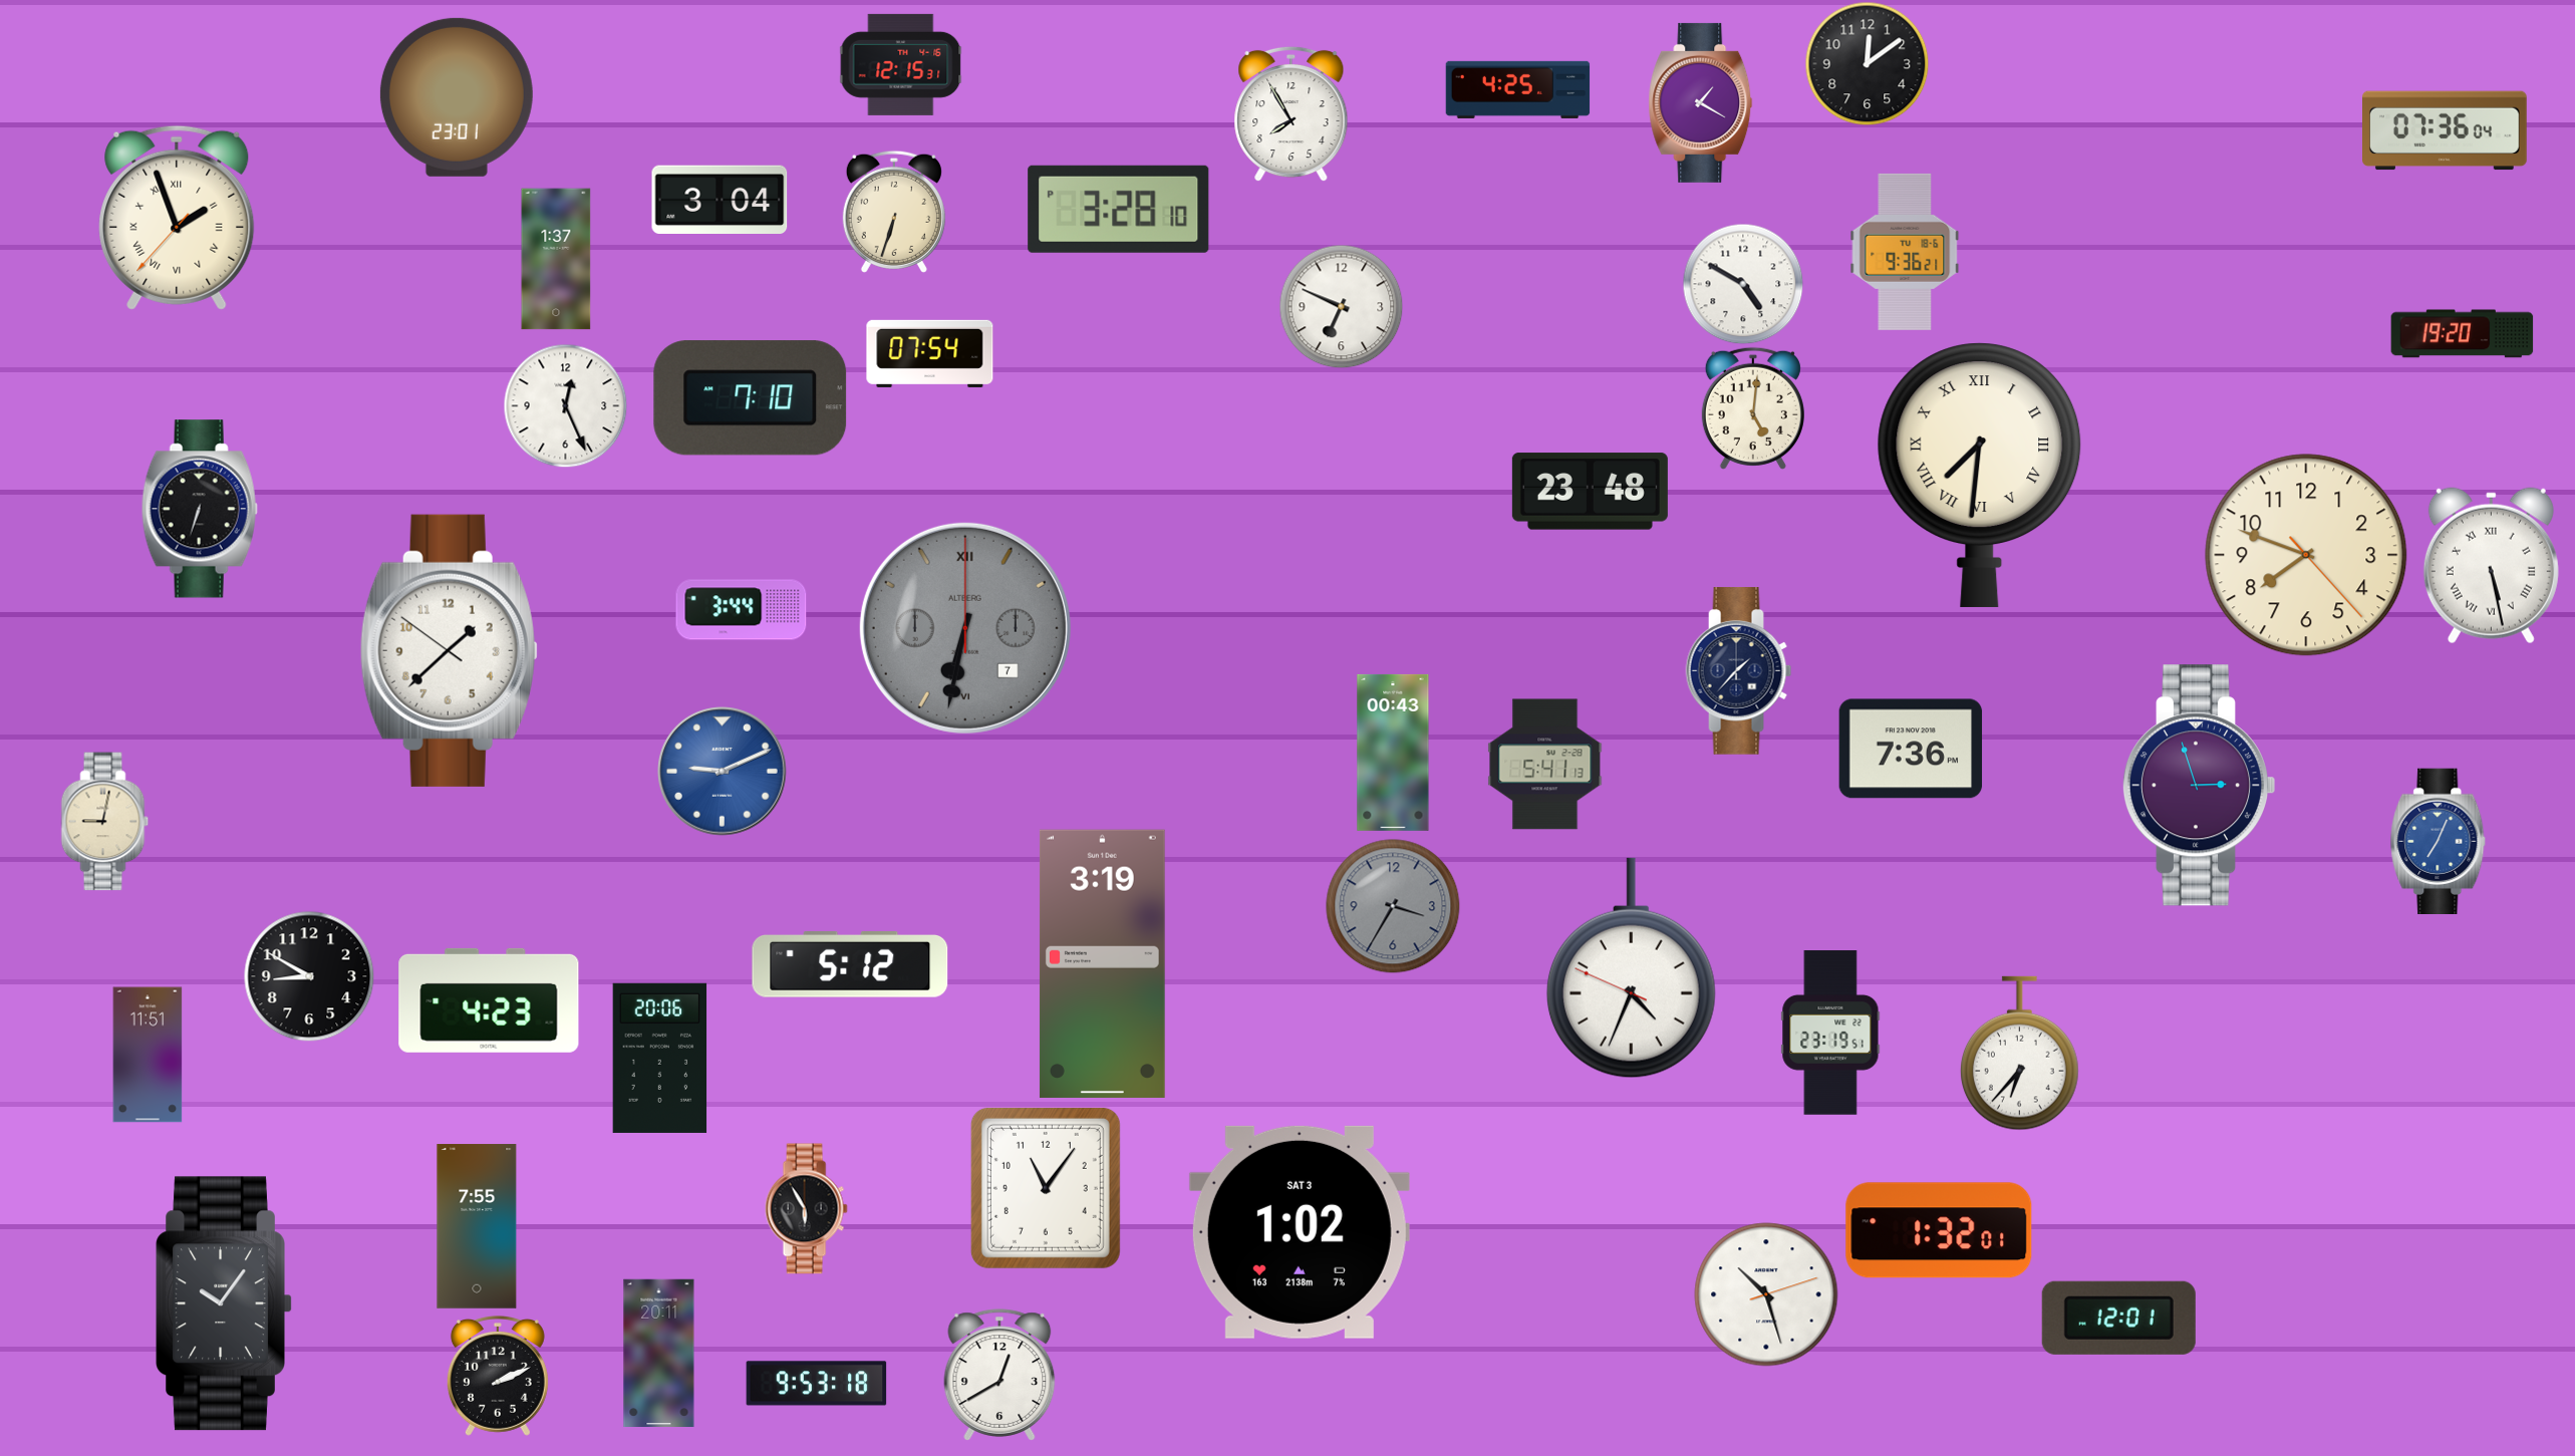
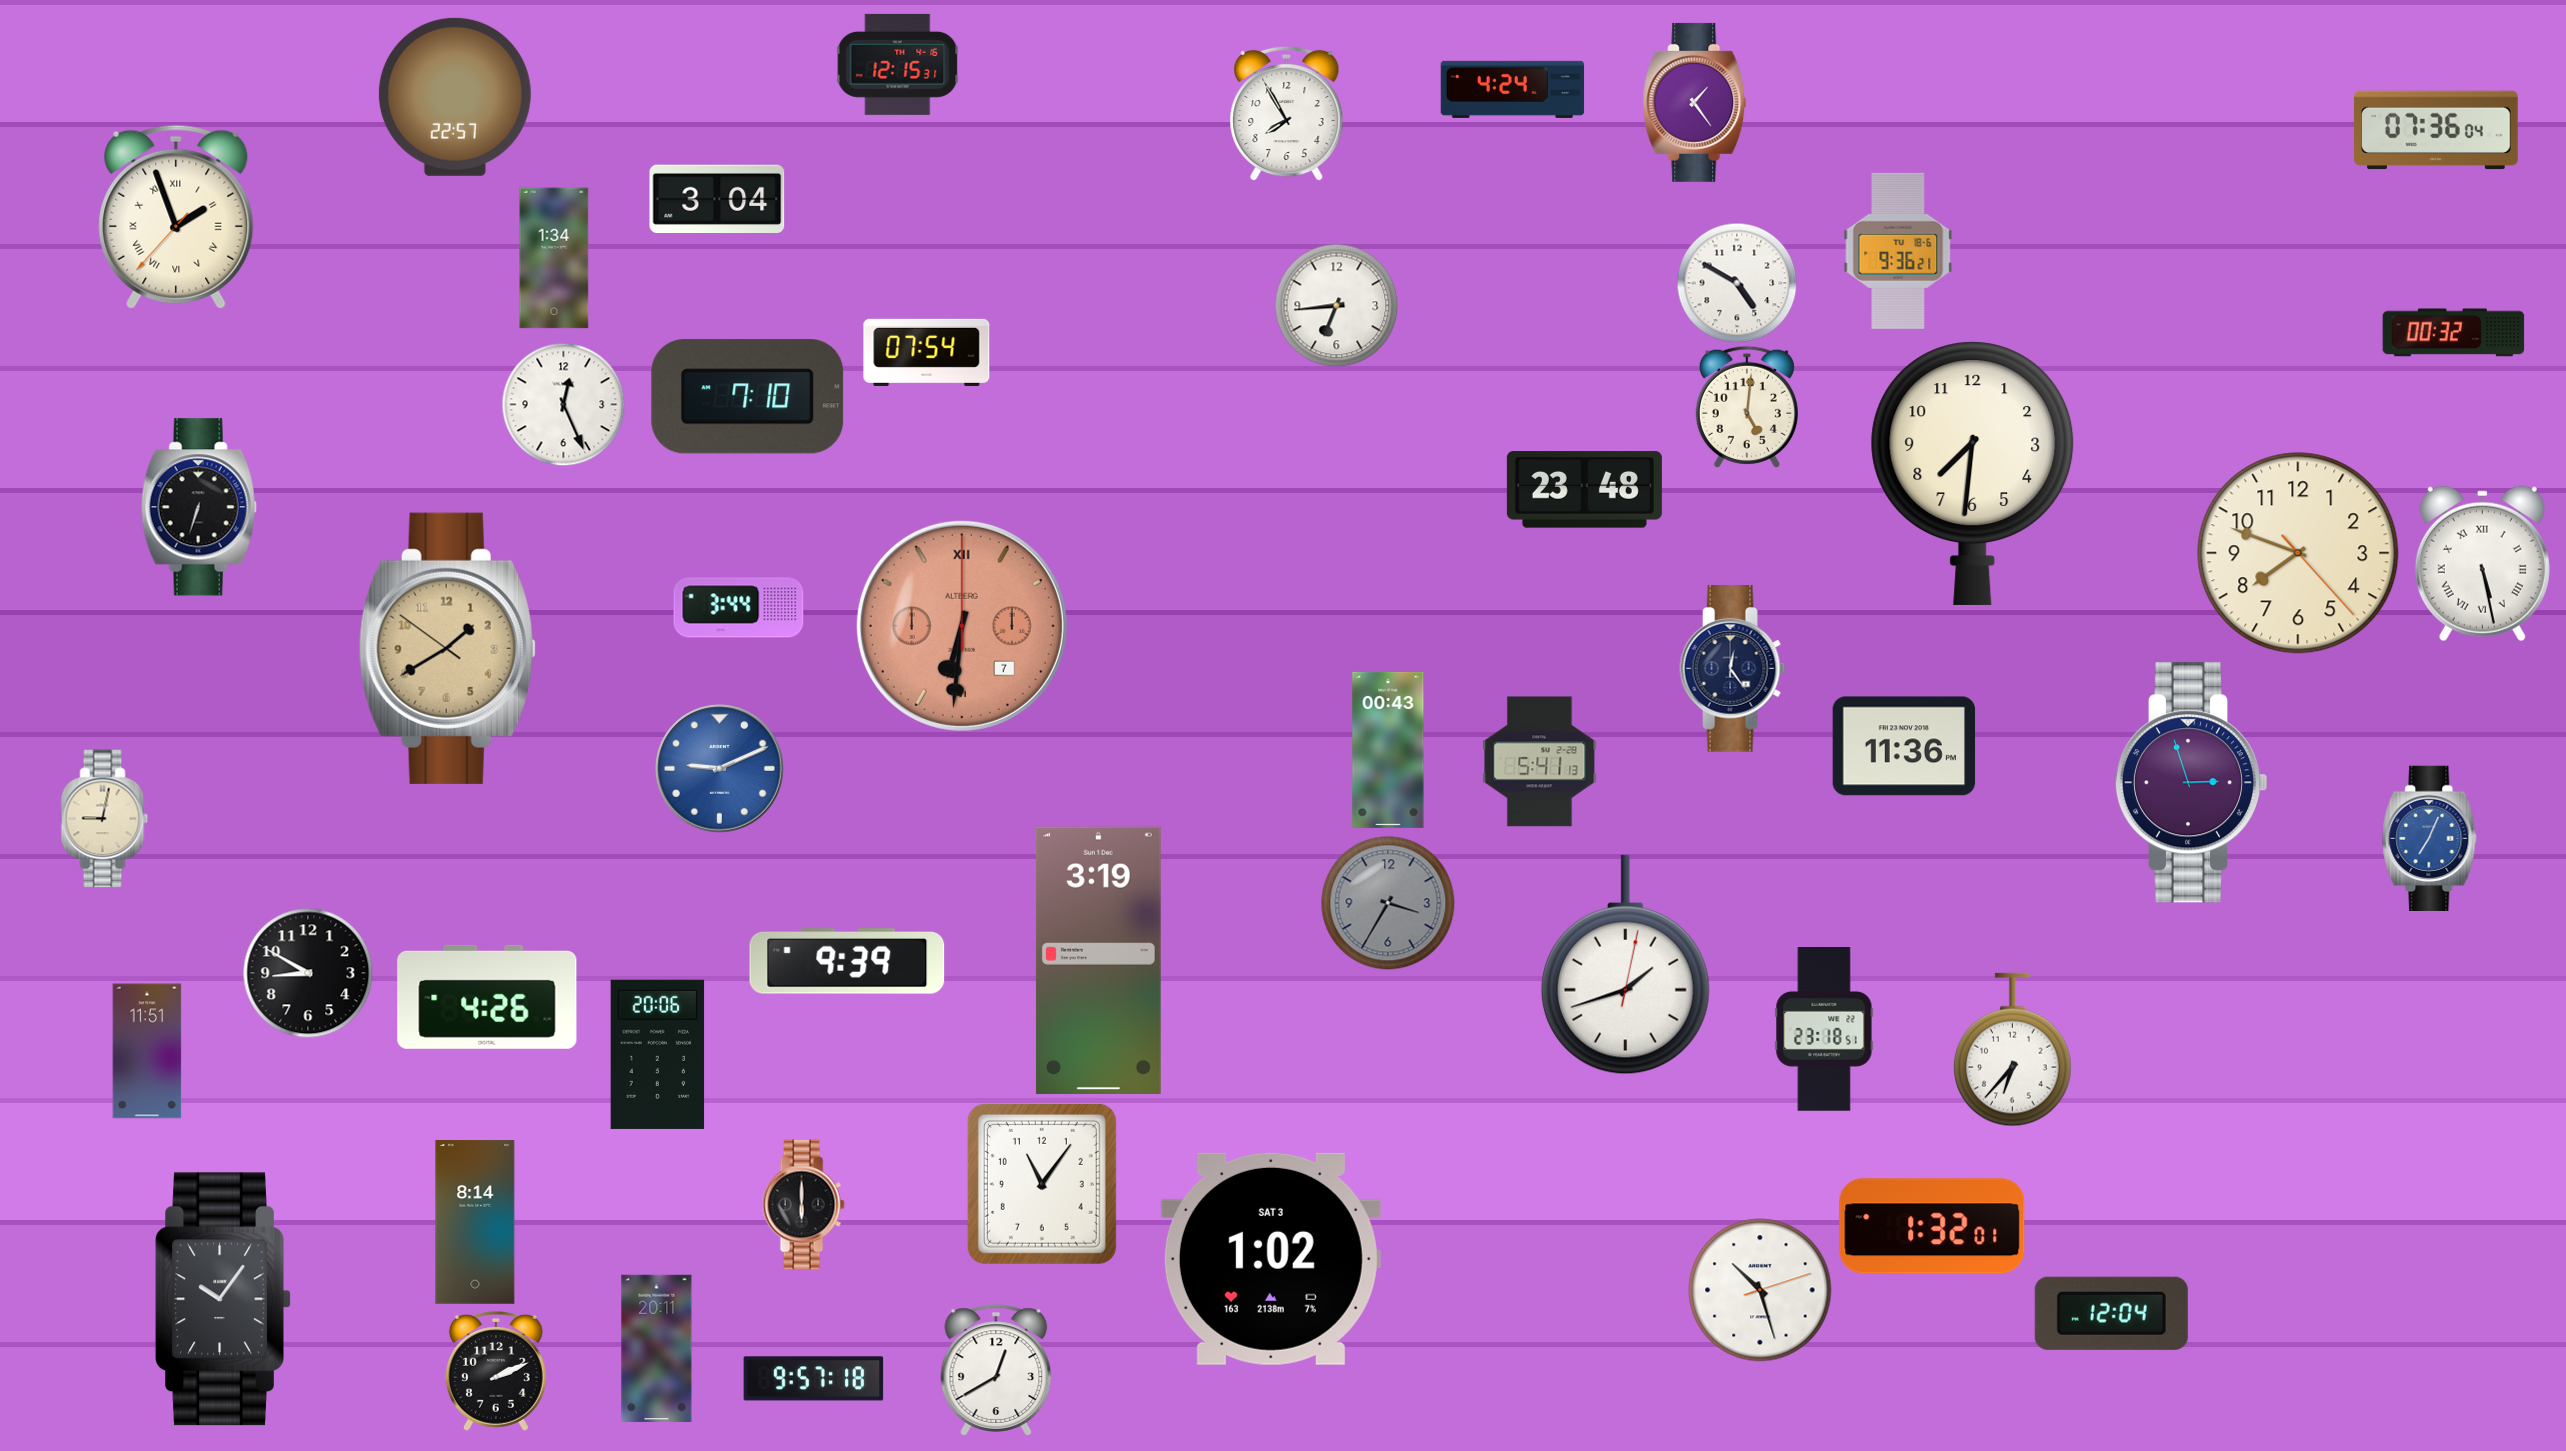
clock at (1867, 63): 12:09 -> none
clock at (1518, 89): 4:25 -> 4:24
clock at (457, 97): 23:01 -> 22:57
clock at (1701, 102): 1:20 -> 1:24
clock at (1119, 209): 3:28 -> none
clock at (894, 212): 6:33 -> none
clock at (556, 259): 1:37 -> 1:34
clock at (1341, 306): 6:49 -> 6:44
clock at (2463, 334): 19:20 -> 00:32
clock at (1980, 475) numerals: Roman -> Arabic
clock at (965, 628): 6:32 -> 6:31
clock at (965, 628) dial: grey -> salmon
clock at (449, 650): 1:37 -> 1:39
clock at (449, 650) dial: white -> champagne
clock at (1739, 671): 1:37 -> 12:24
clock at (1911, 749): 7:36 -> 11:36
clock at (850, 964): 5:12 -> 9:39
clock at (1631, 968): 4:33 -> 1:42
clock at (489, 1000): 4:23 -> 4:26
clock at (1830, 1033): 23:19 -> 23:18
clock at (806, 1209): 5:55 -> 6:00
clock at (477, 1226): 7:55 -> 8:14
clock at (1300, 1232) position: (1300, 1232) -> (1271, 1259)
clock at (2118, 1318): 12:01 -> 12:04
clock at (817, 1384): 9:53 -> 9:57
